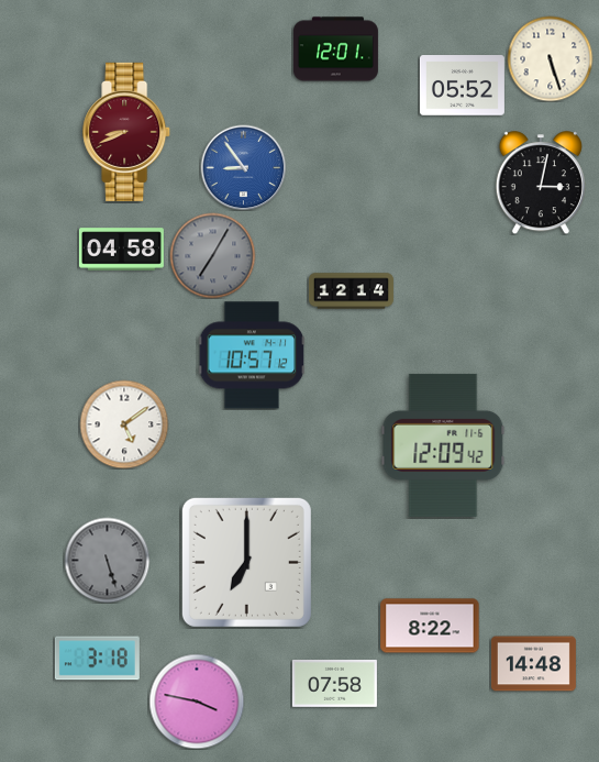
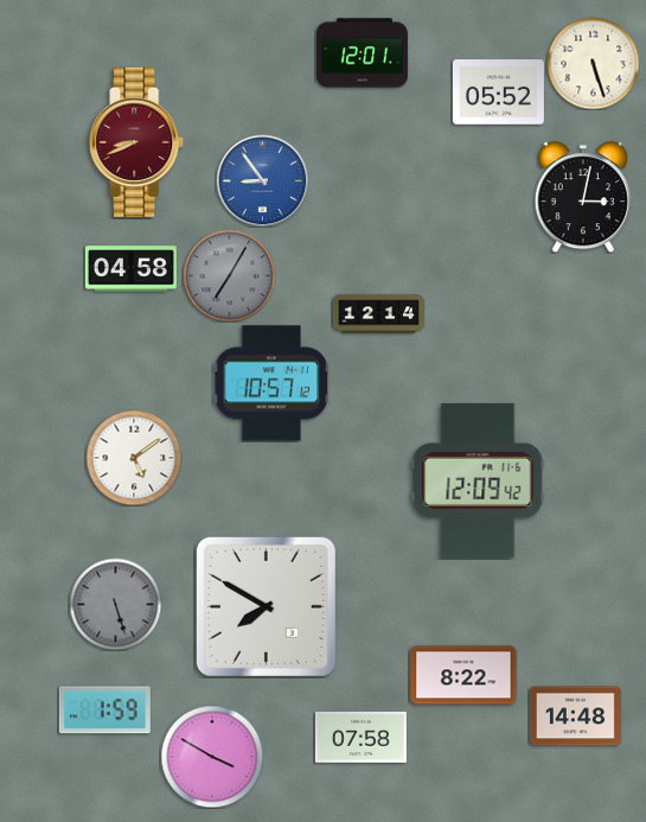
clock at (246, 562): 7:00 -> 7:50
clock at (97, 659): 3:18 -> 1:59
clock at (197, 702): 3:47 -> 3:50
